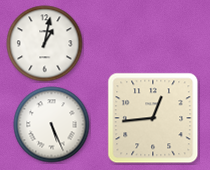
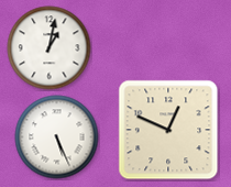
clock at (153, 118): 12:44 -> 12:49
